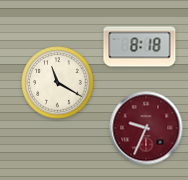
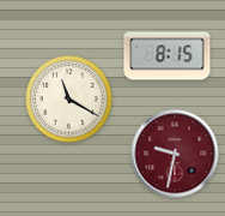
clock at (140, 47): 8:18 -> 8:15
clock at (146, 128): 9:34 -> 9:32
